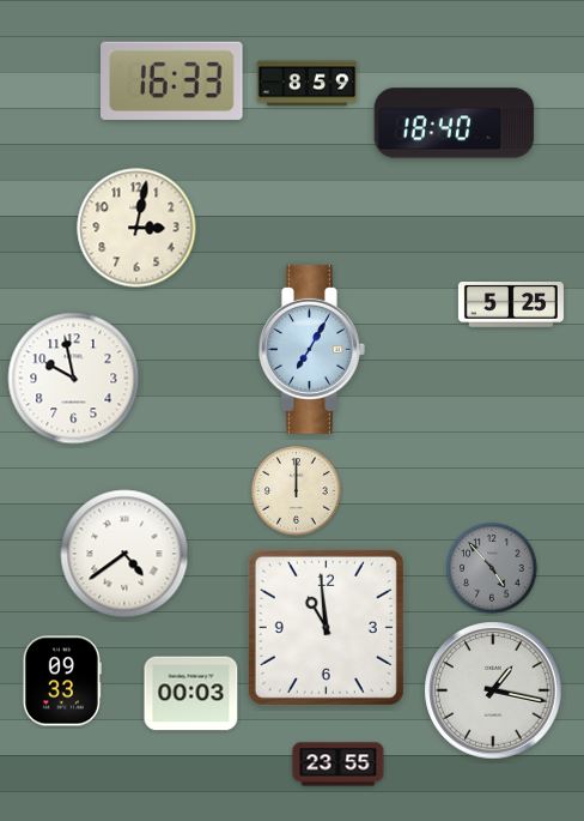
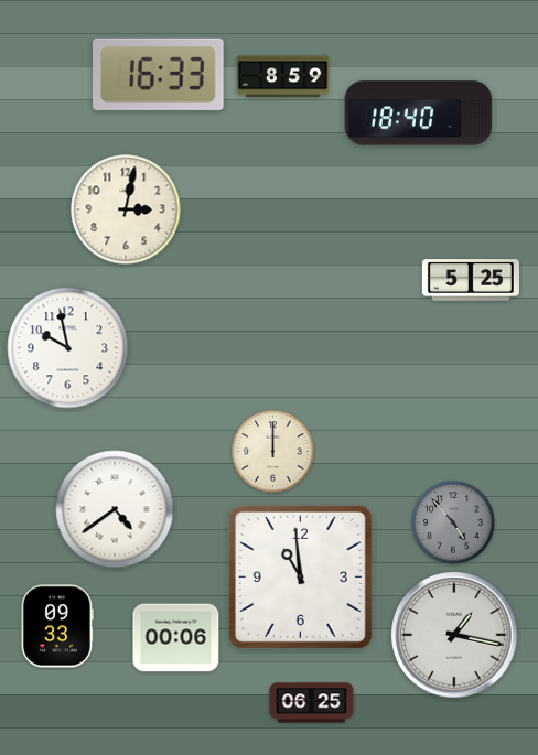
clock at (312, 349): 7:05 -> none
clock at (191, 694): 00:03 -> 00:06
clock at (339, 765): 23:55 -> 06:25
